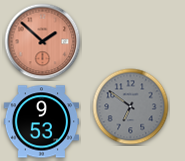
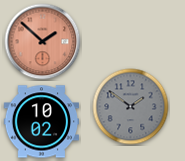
clock at (131, 107): 6:51 -> 1:51
clock at (42, 122): 9:53 -> 10:02
